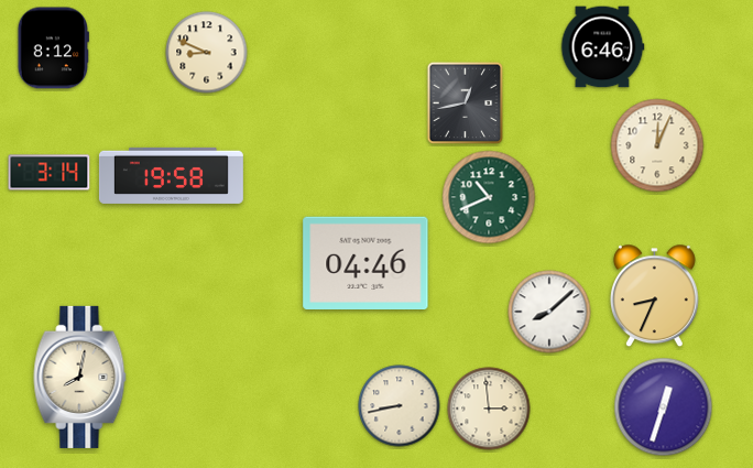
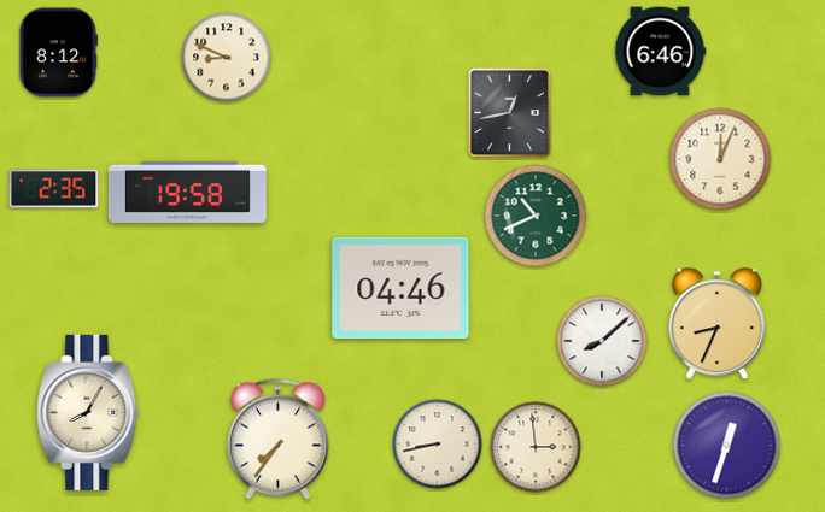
clock at (50, 173): 3:14 -> 2:35
clock at (80, 377): 8:02 -> 8:05
clock at (277, 440): none -> 7:36
